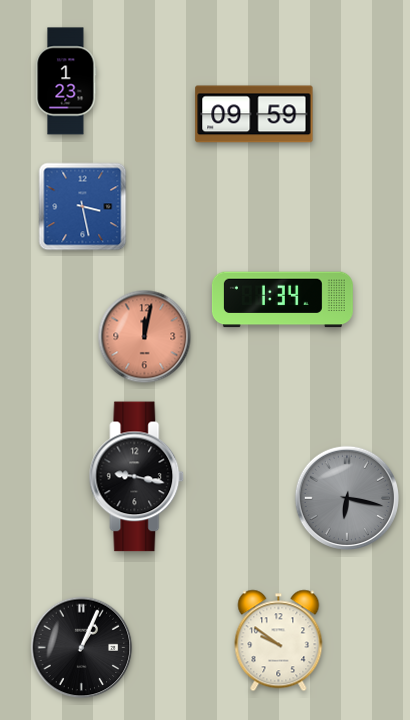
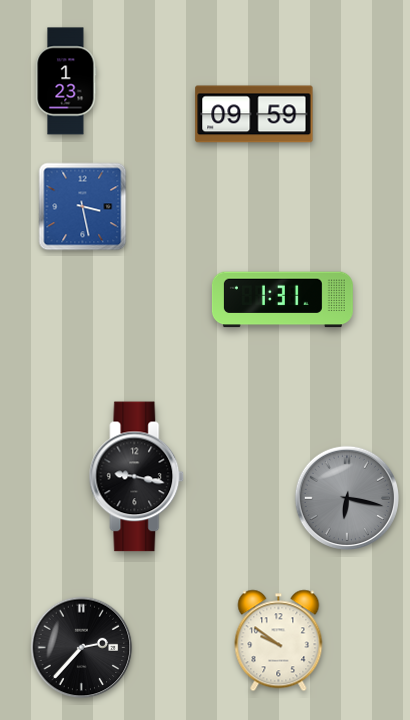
clock at (282, 300): 1:34 -> 1:31
clock at (145, 337): 12:02 -> none
clock at (82, 648): 1:04 -> 2:37
